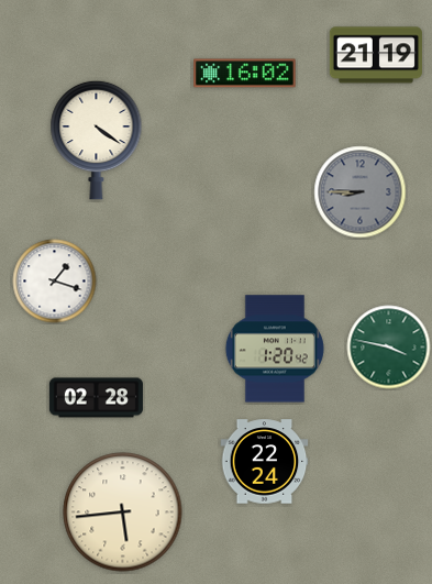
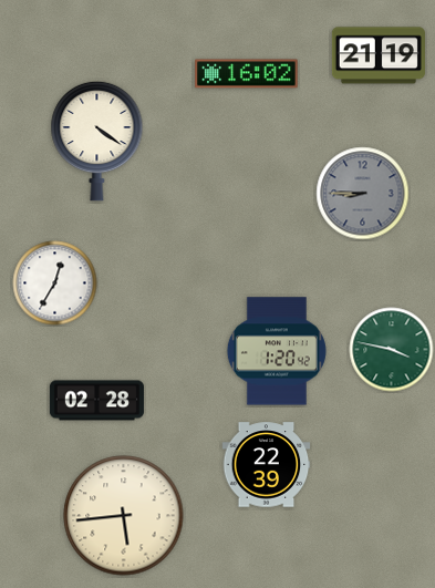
clock at (55, 282): 1:18 -> 12:35
clock at (265, 462): 22:24 -> 22:39
